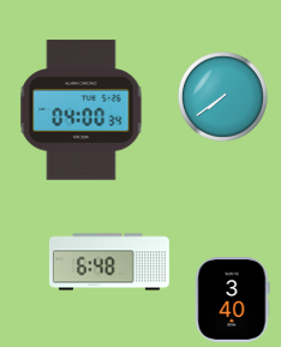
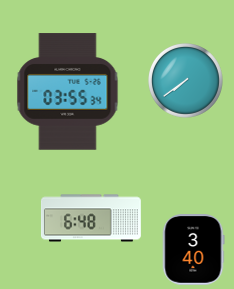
clock at (82, 110): 04:00 -> 03:55
